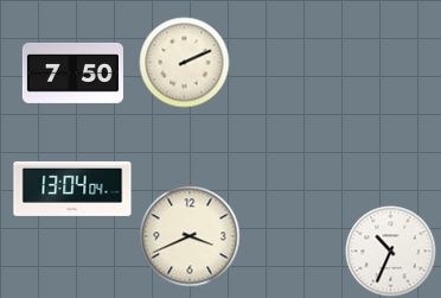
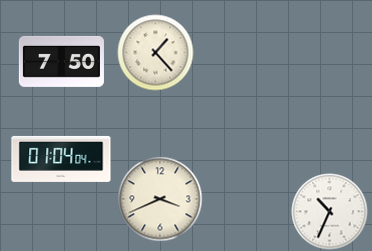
clock at (185, 63): 2:11 -> 1:23
clock at (72, 189): 13:04 -> 01:04
